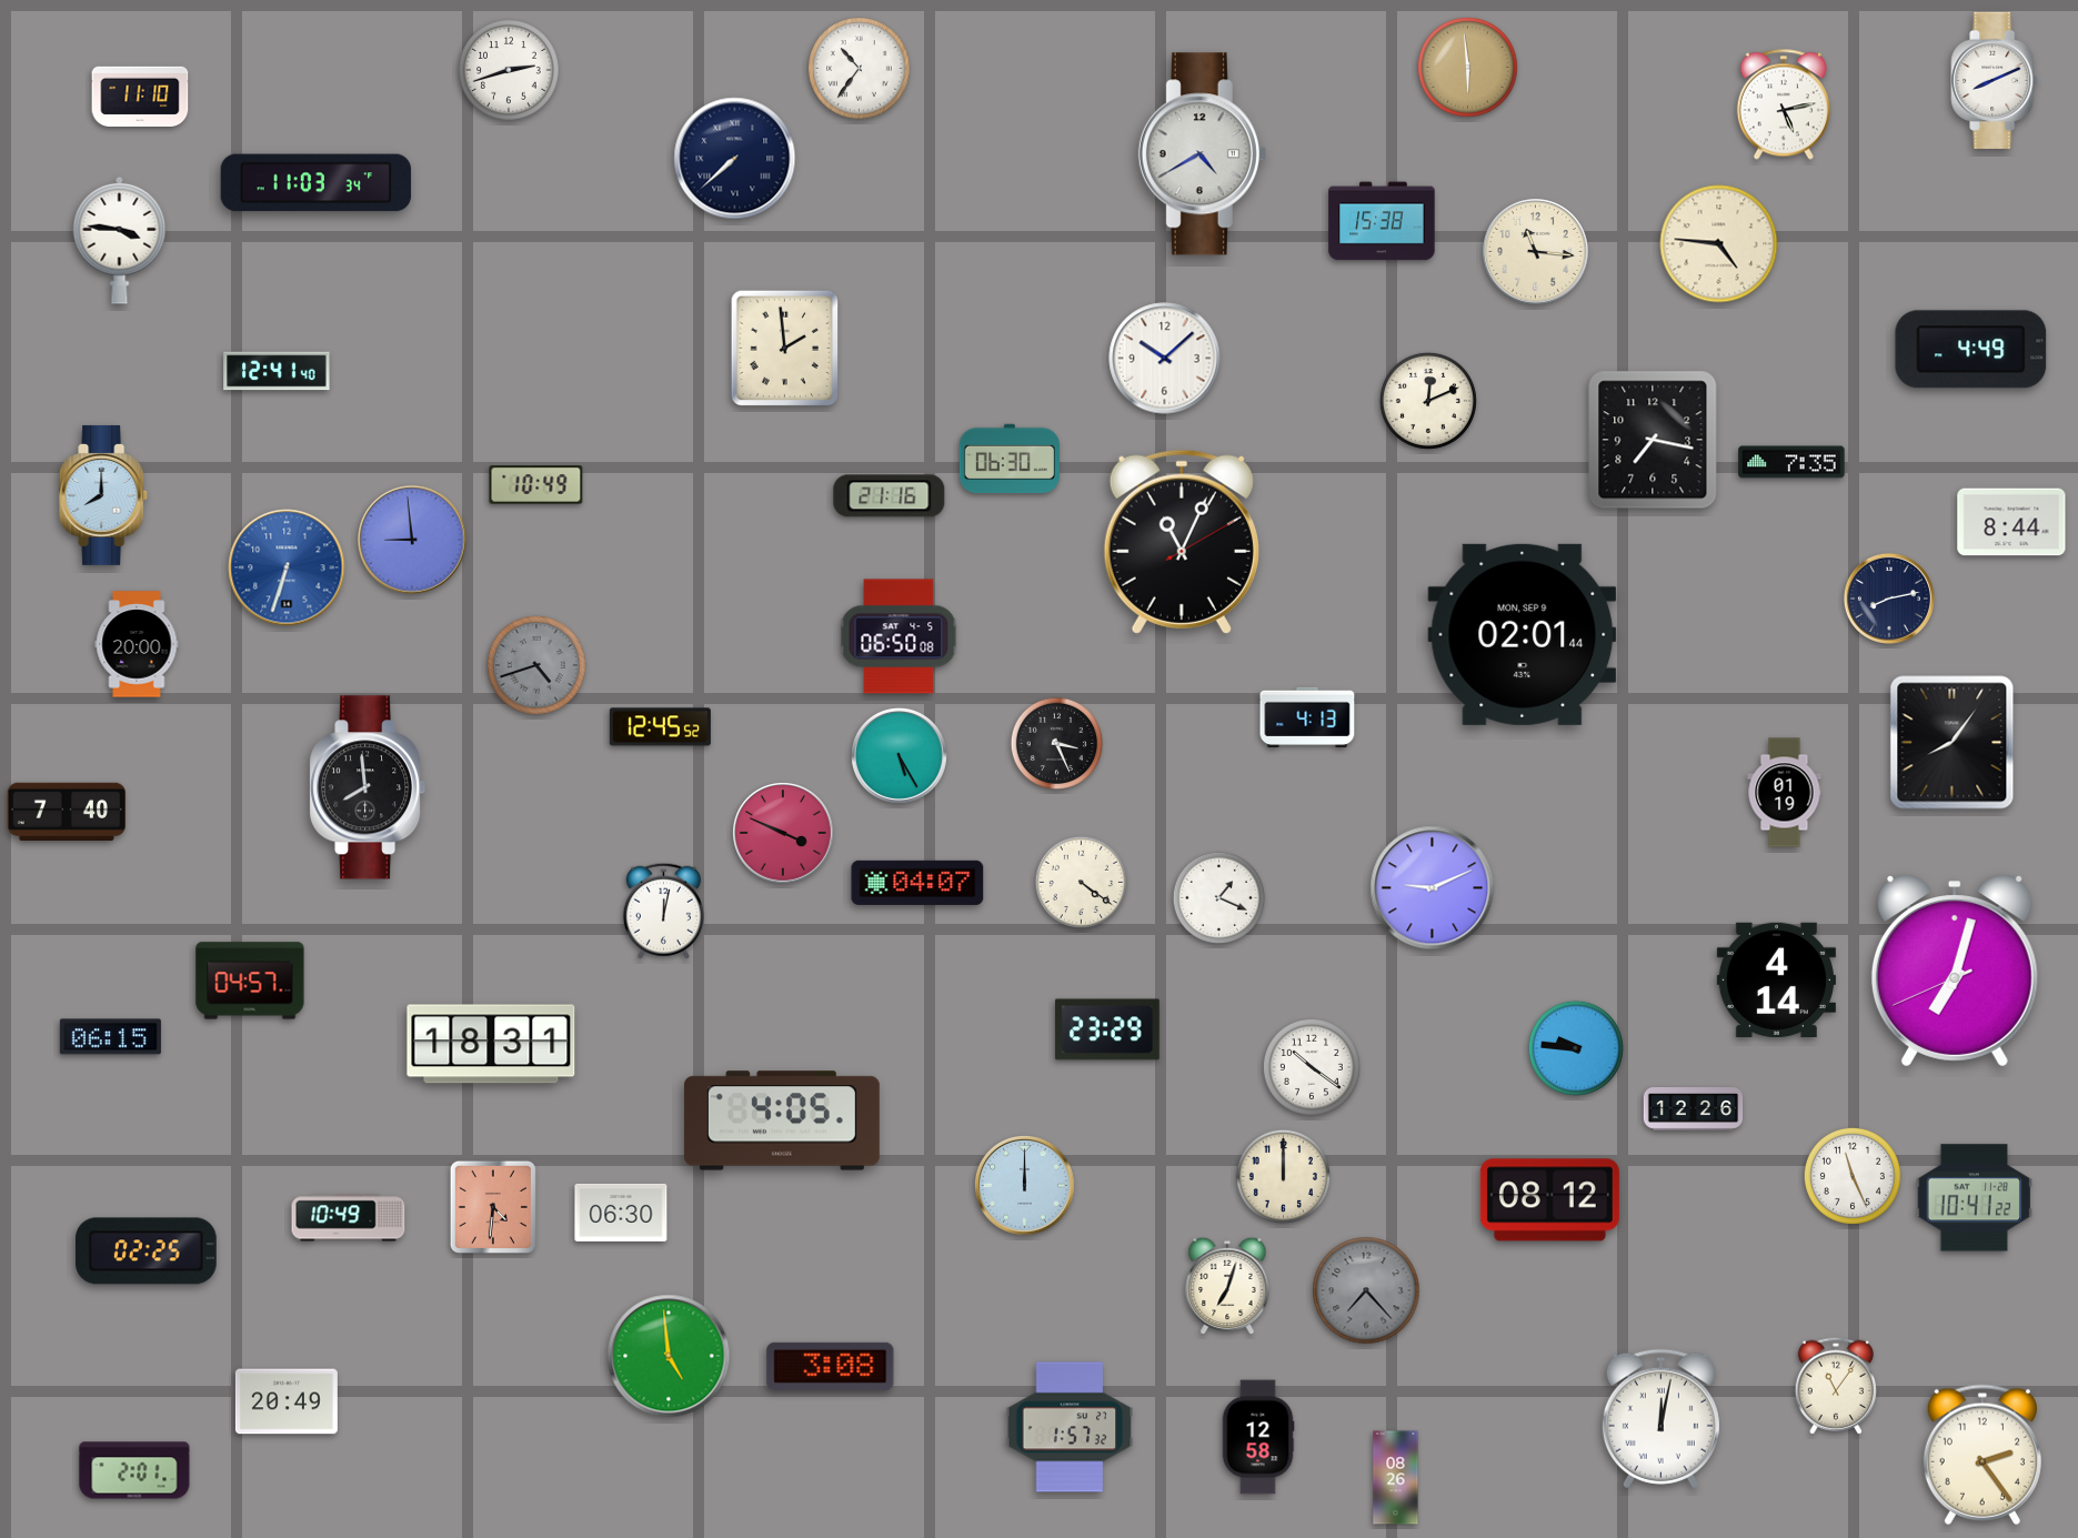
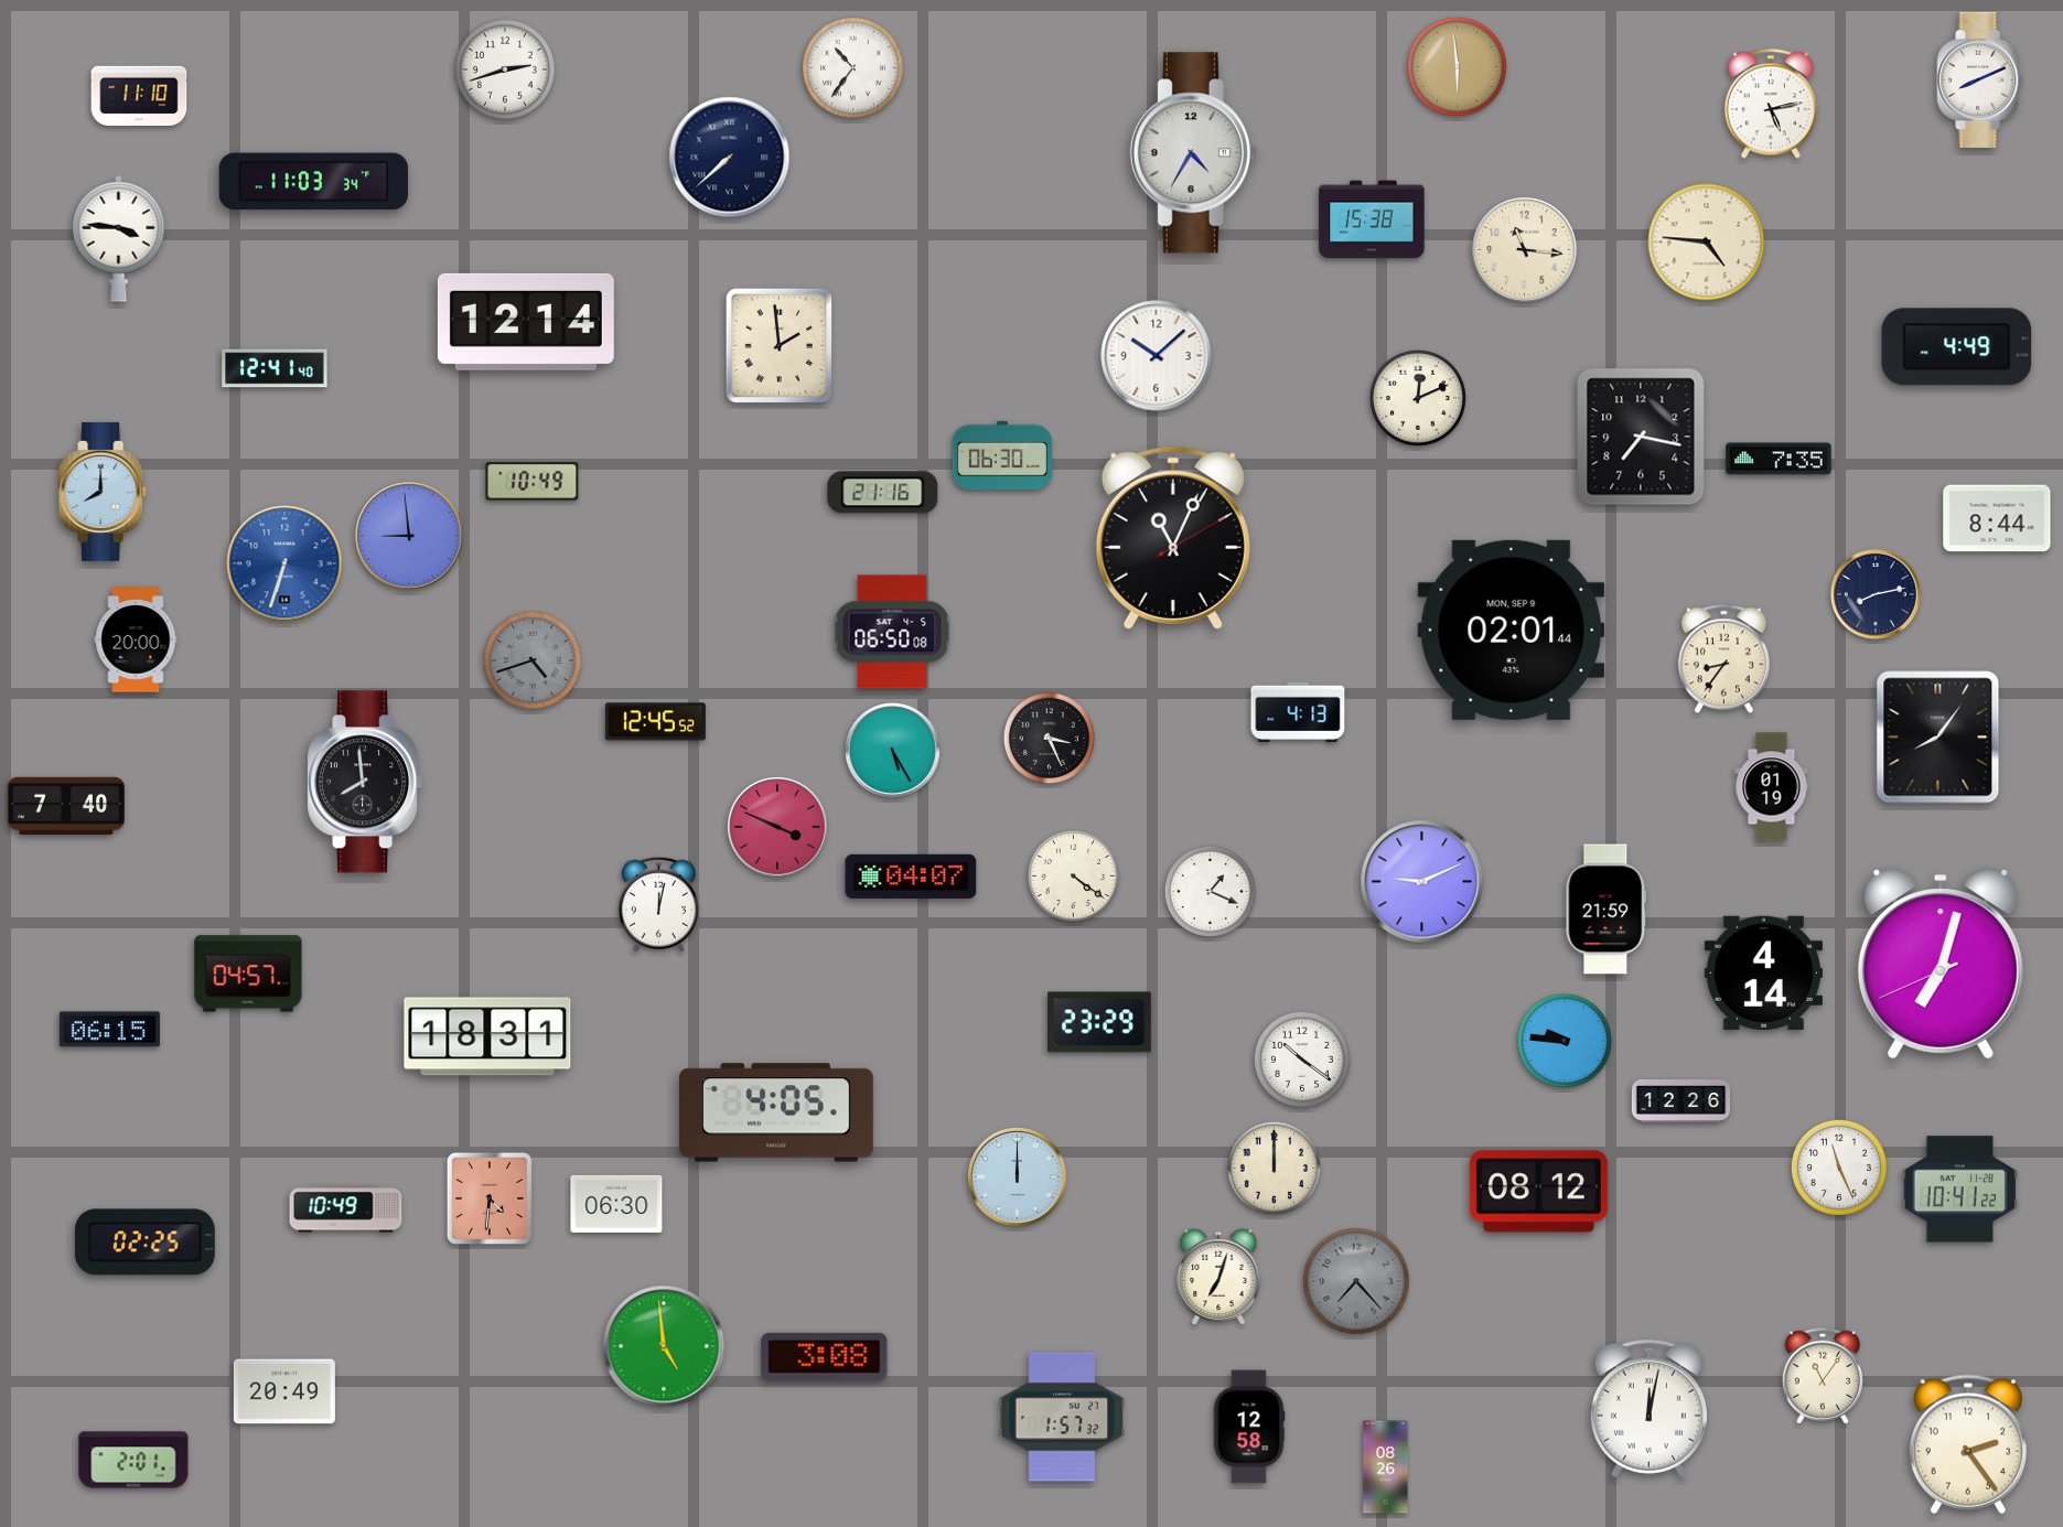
clock at (1202, 154): 4:40 -> 4:35
clock at (526, 322): none -> 12:14
clock at (1723, 659): none -> 8:36
clock at (1607, 910): none -> 21:59
